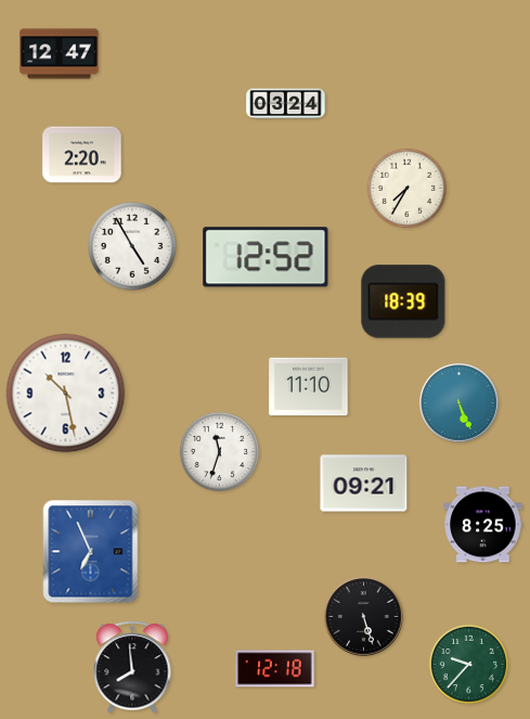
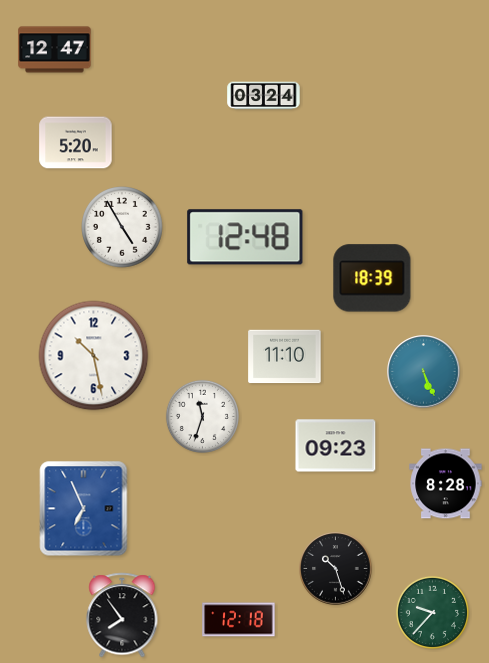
clock at (82, 155): 2:20 -> 5:20
clock at (406, 188): 7:35 -> none
clock at (266, 257): 12:52 -> 12:48
clock at (66, 394) position: (66, 394) -> (94, 356)
clock at (364, 484): 09:21 -> 09:23
clock at (483, 525): 8:25 -> 8:28
clock at (364, 617): 5:27 -> 10:27
clock at (132, 667): 7:59 -> 7:54
clock at (275, 669) position: (275, 669) -> (239, 620)
